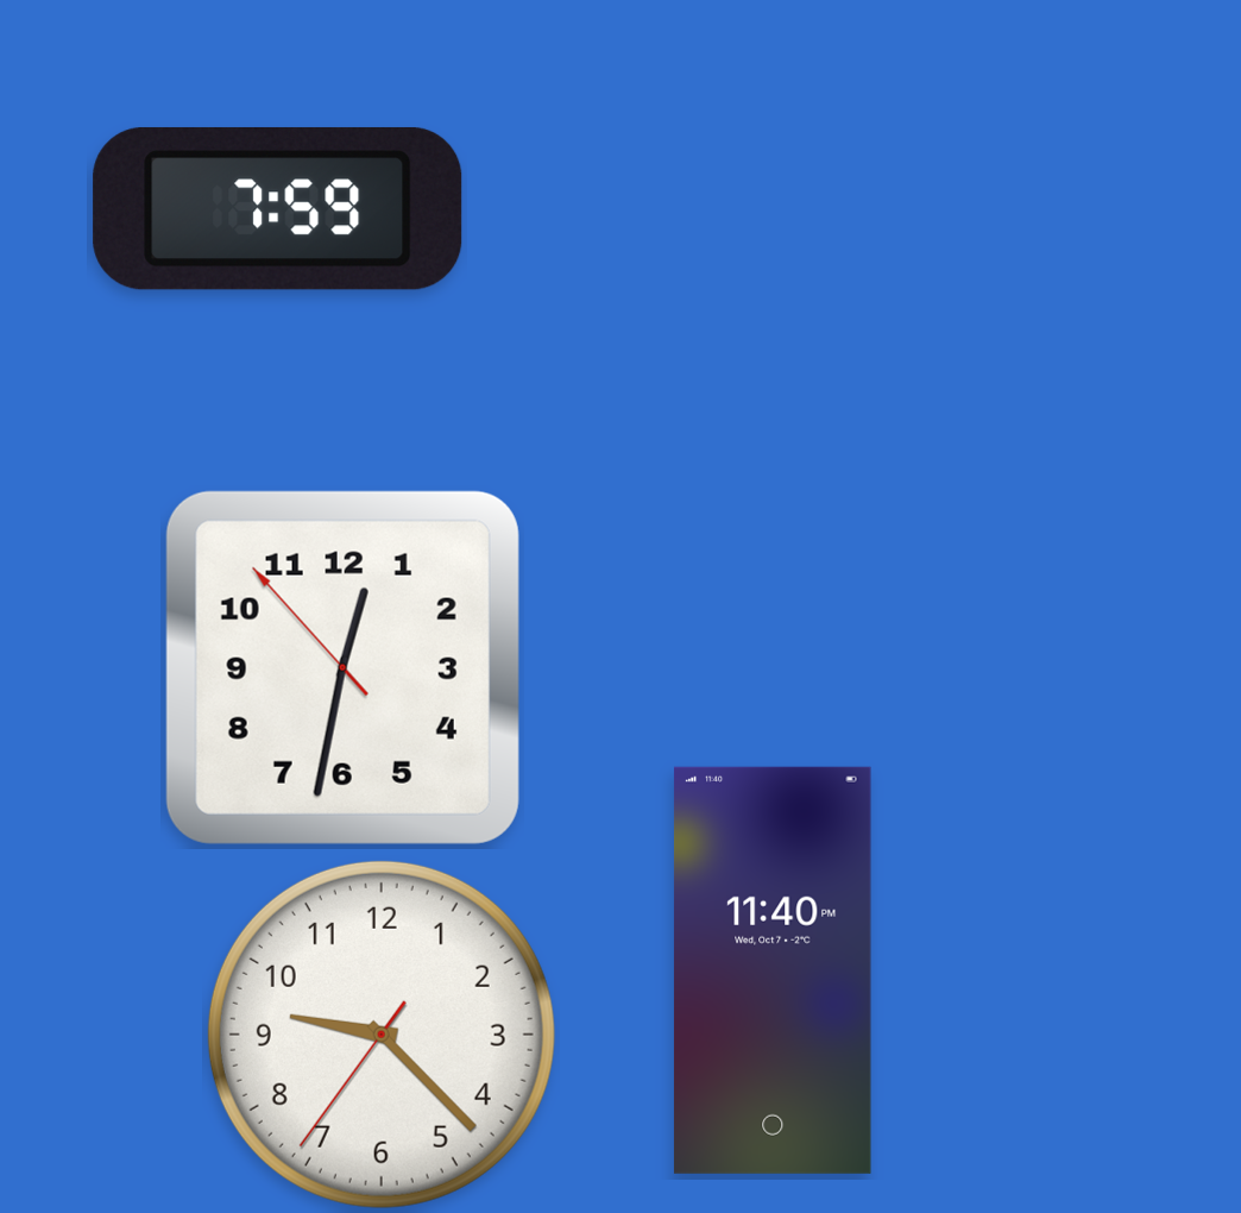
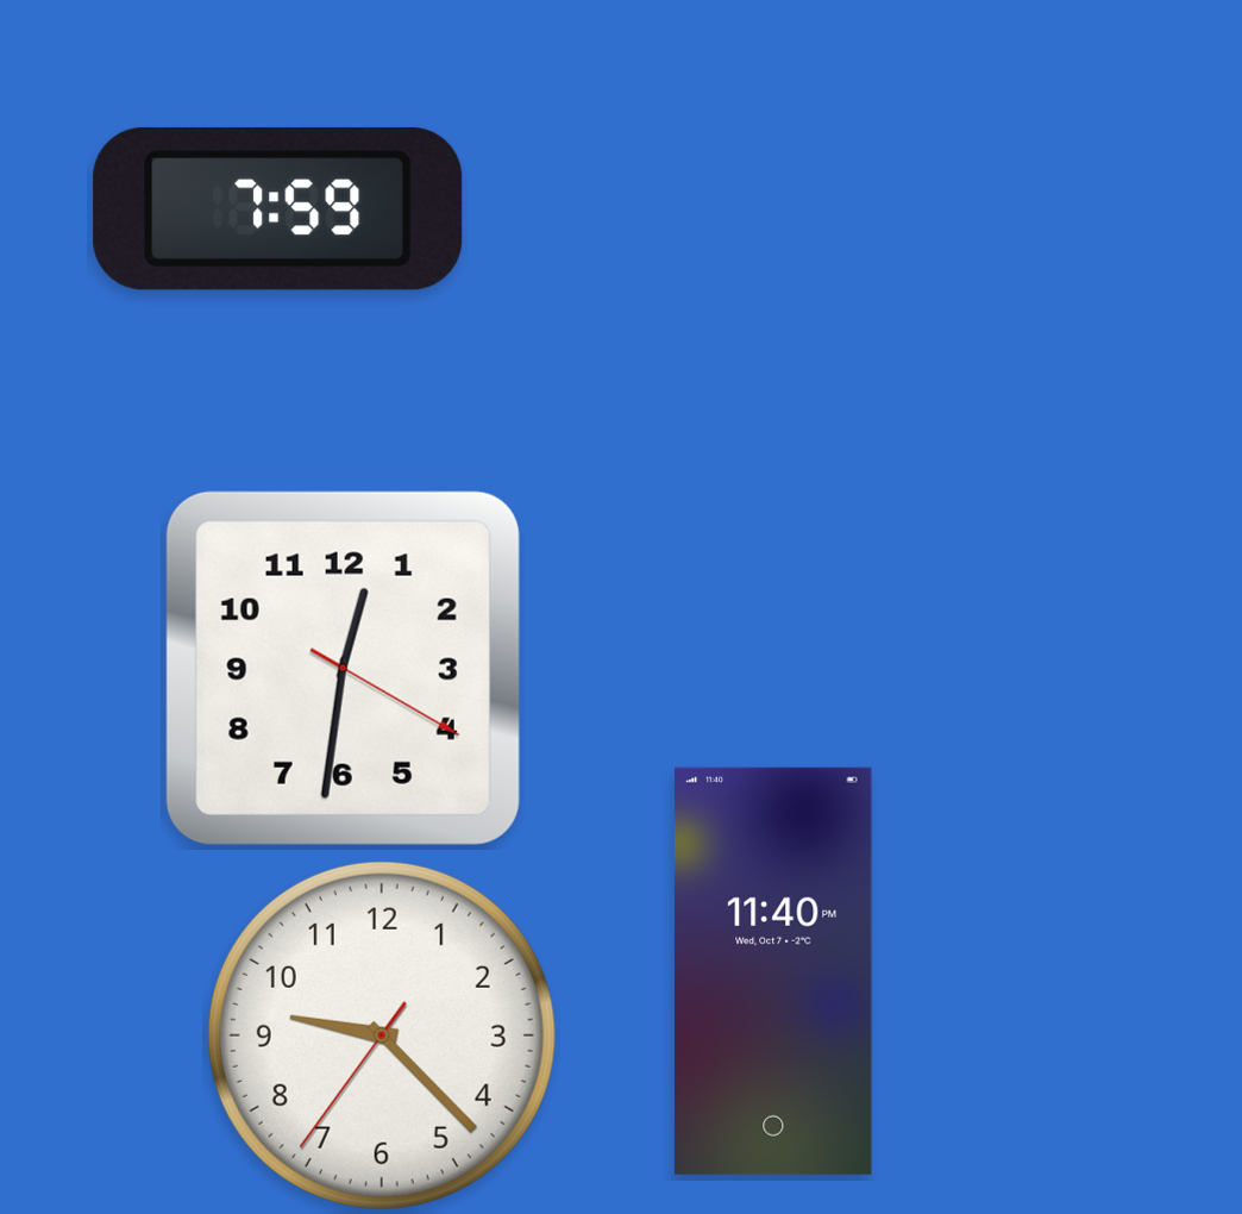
clock at (342, 667): 12:31:53 -> 12:31:20
